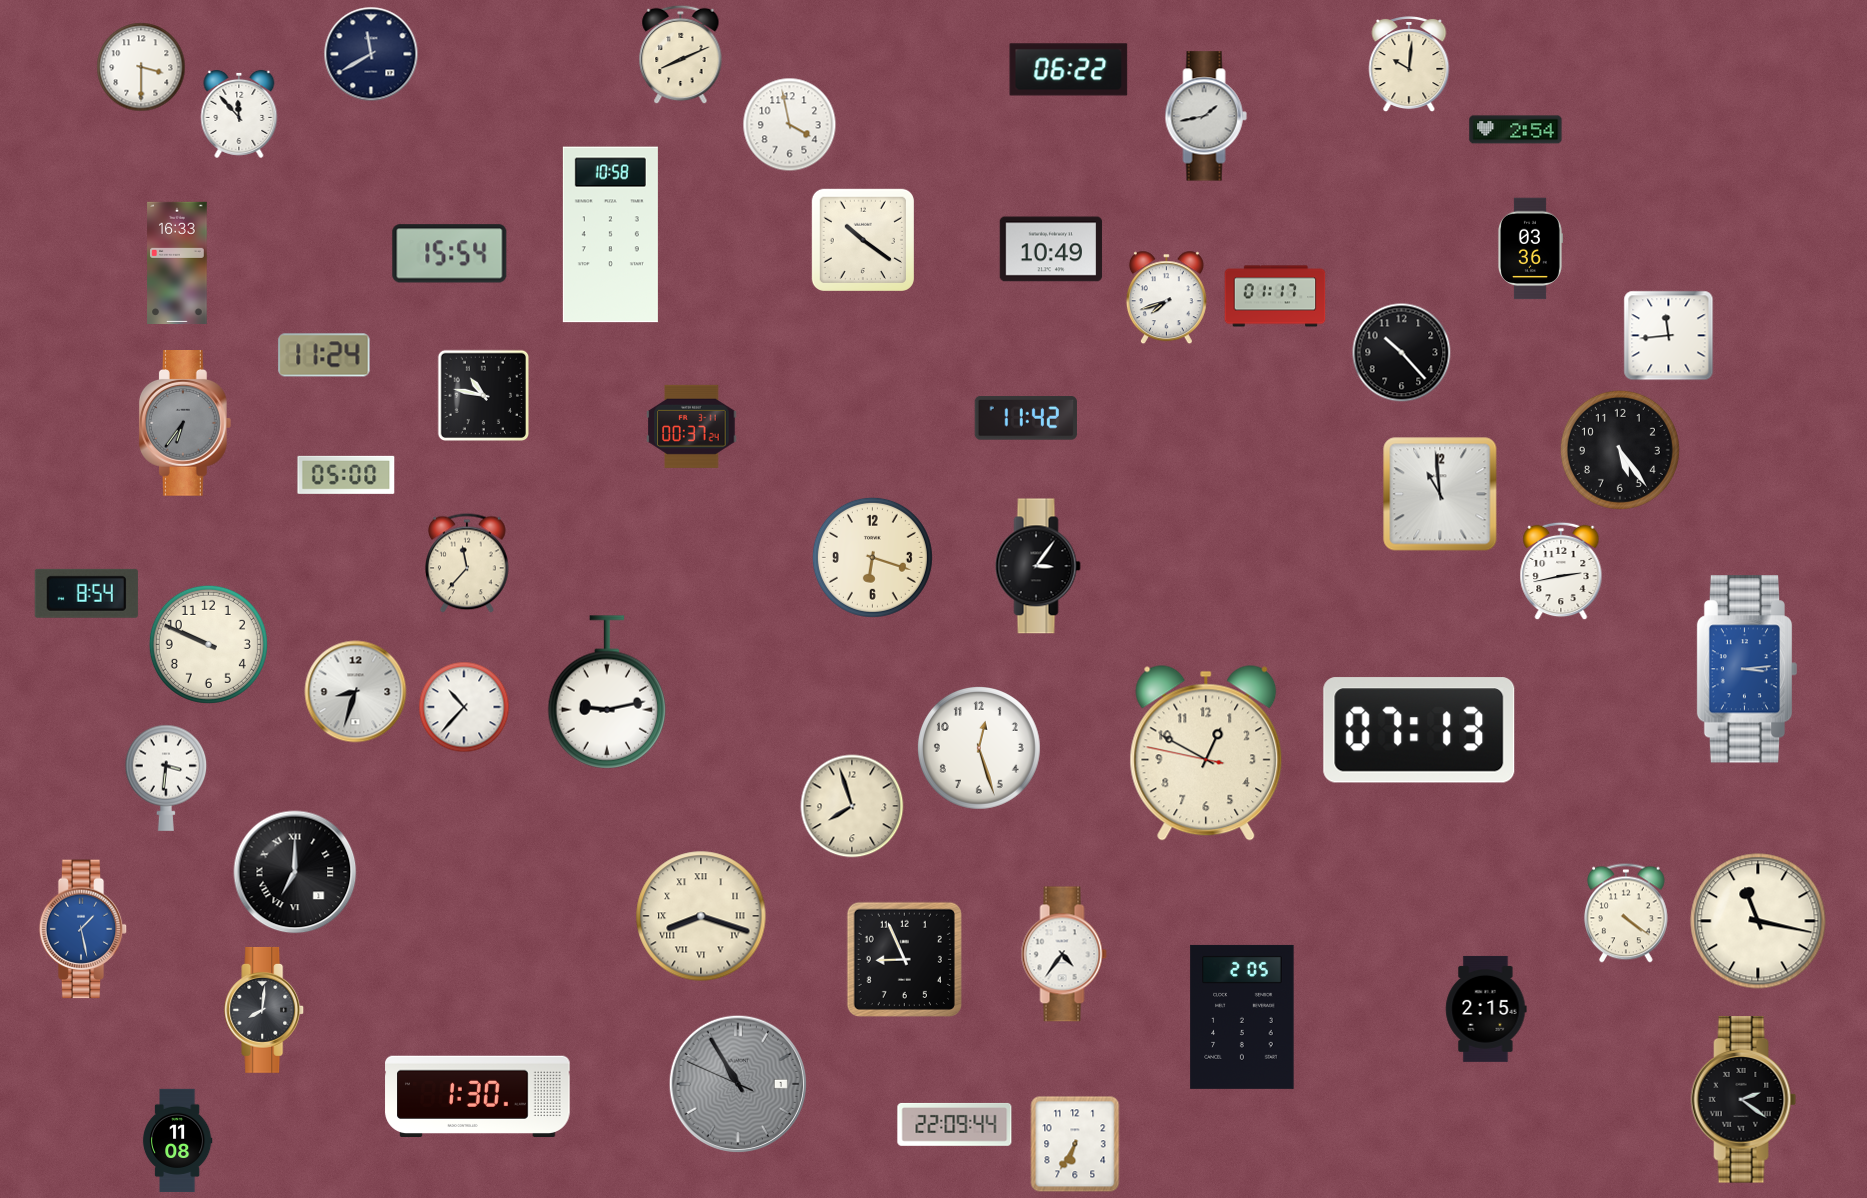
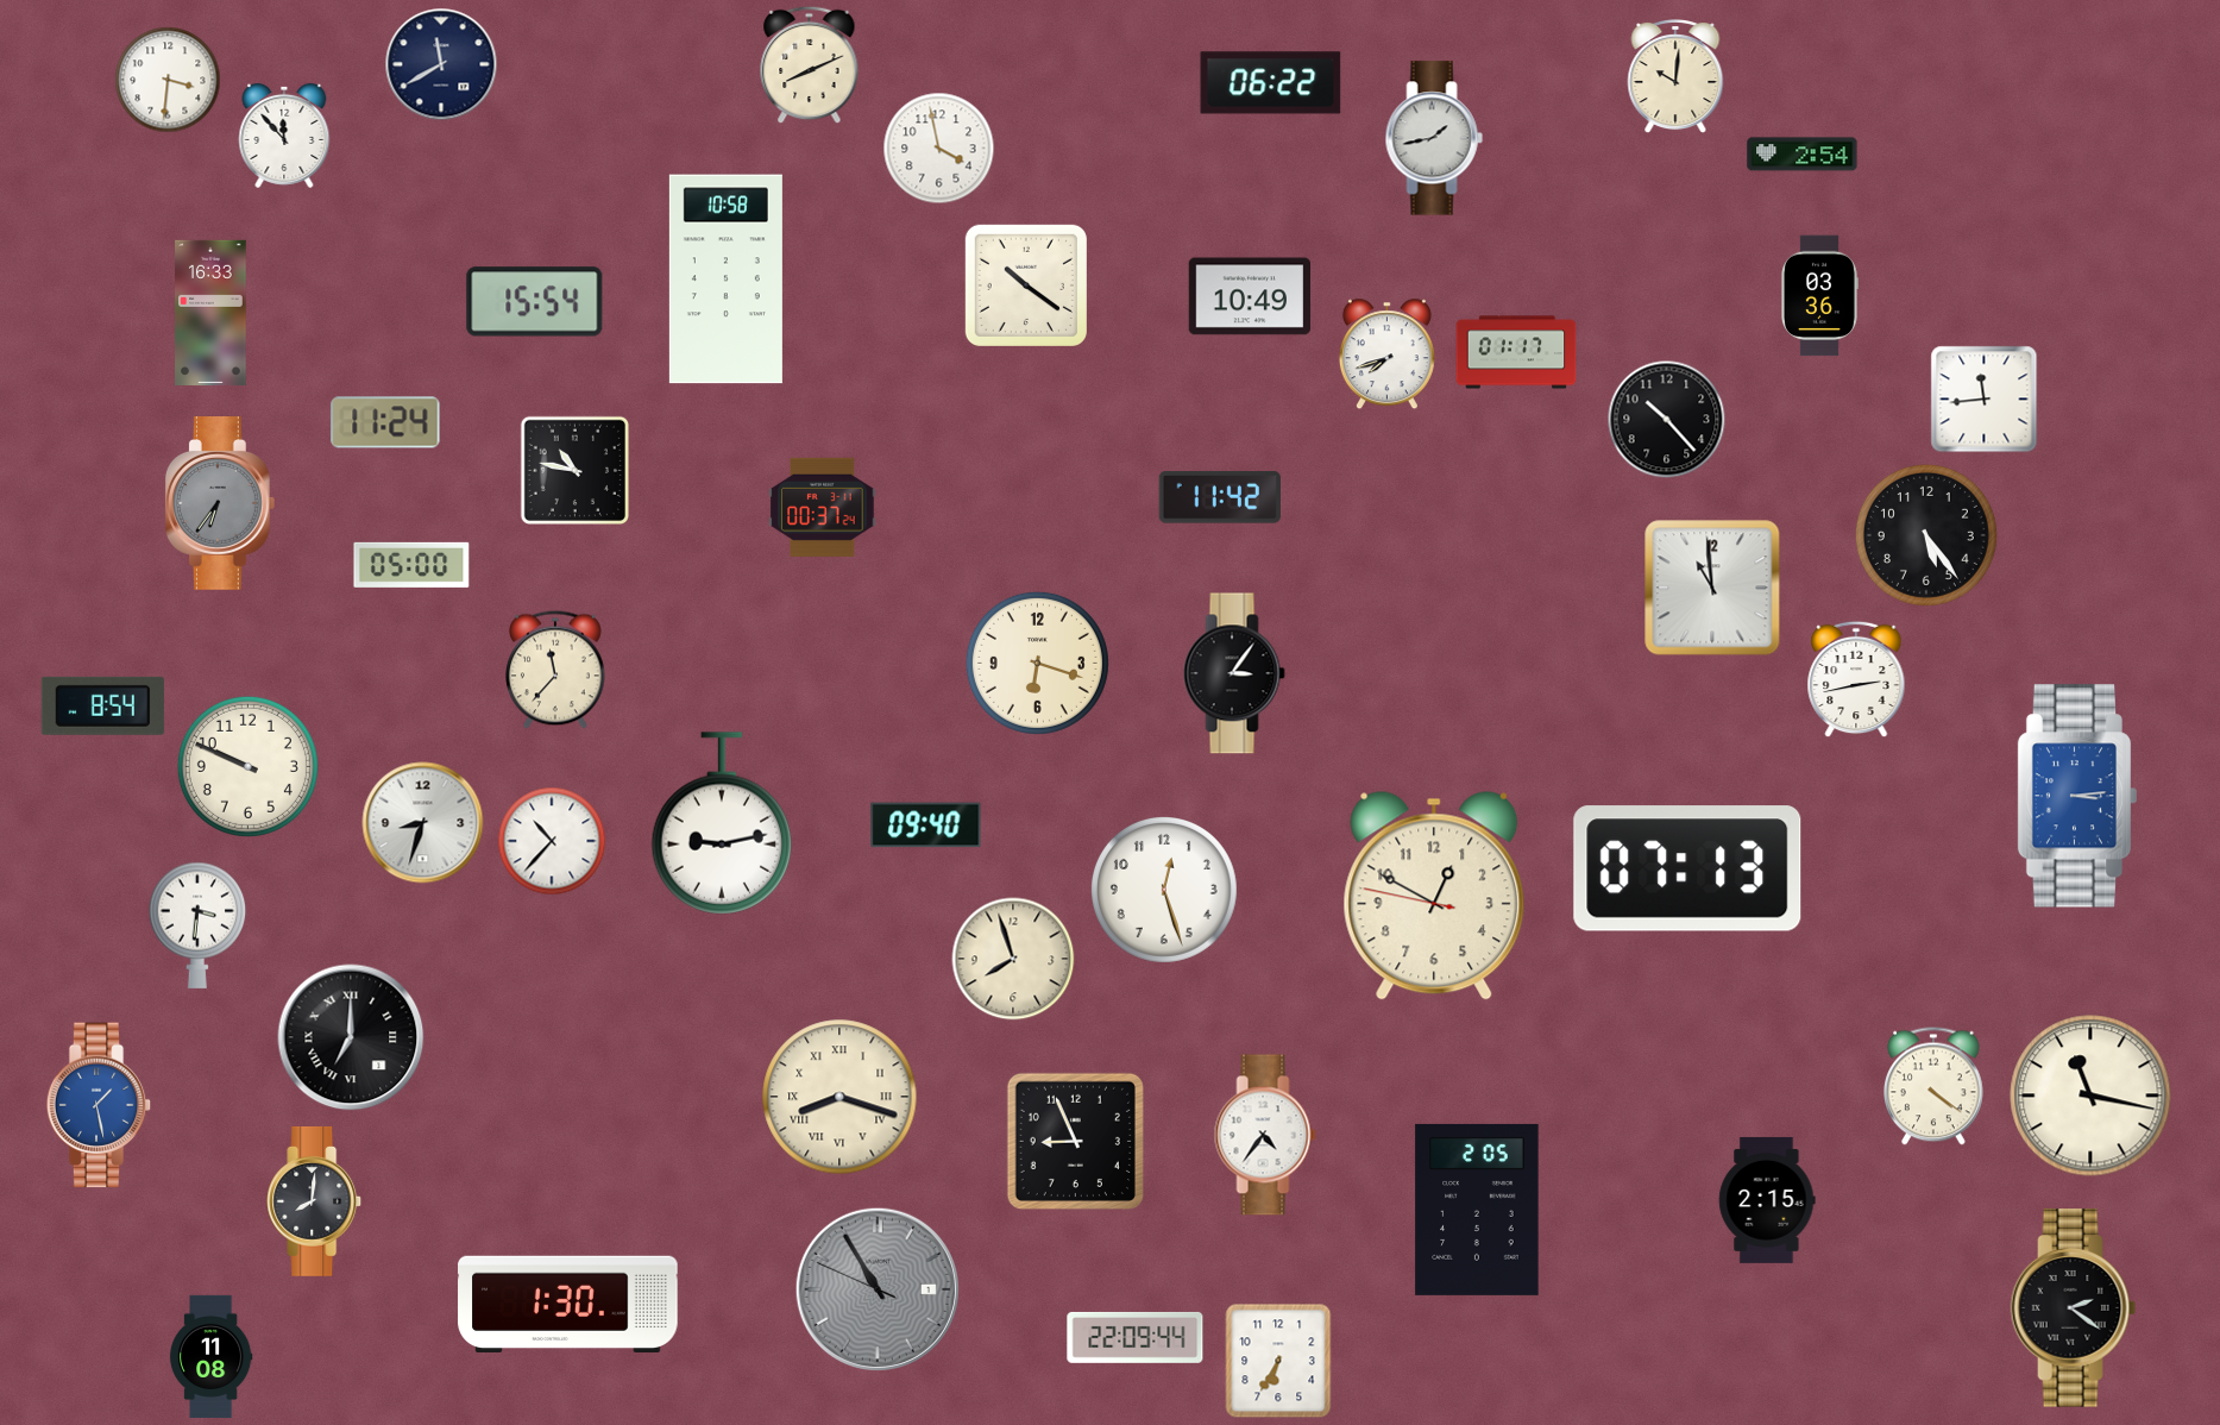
clock at (141, 67): 3:30 -> 3:31
clock at (926, 826): none -> 09:40
clock at (701, 916) position: (701, 916) -> (839, 1097)
